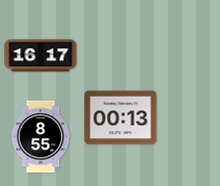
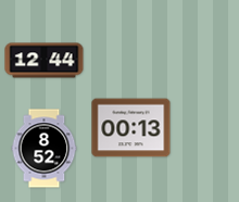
clock at (41, 56): 16:17 -> 12:44
clock at (41, 137): 8:55 -> 8:52
